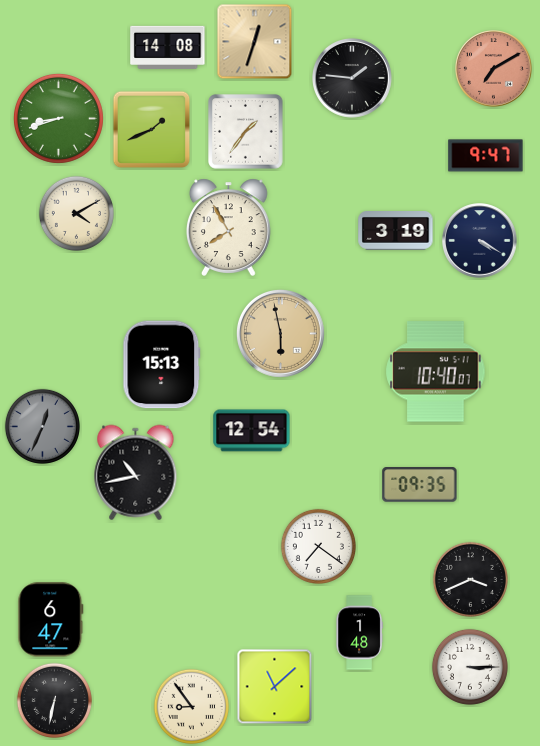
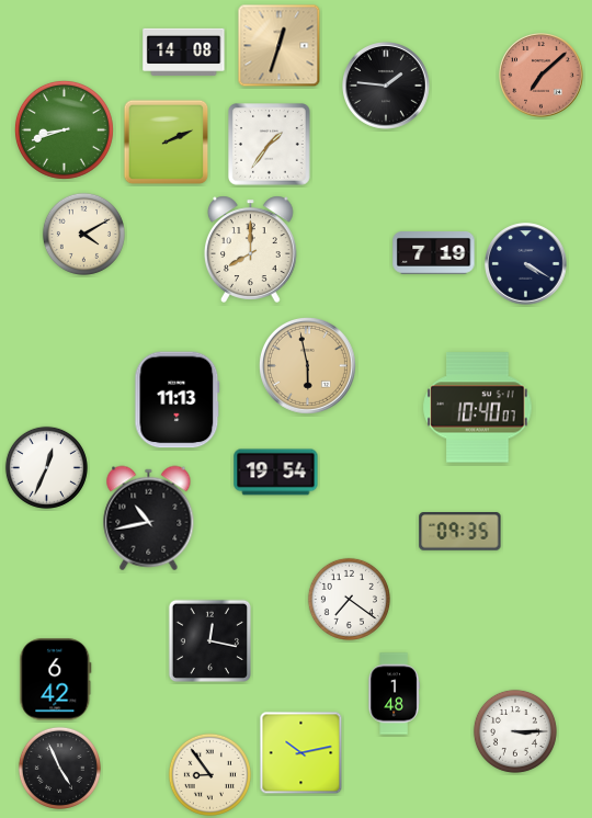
clock at (494, 69): 7:10 -> 7:08
clock at (152, 130): 1:41 -> 2:11
clock at (486, 156): 9:47 -> none
clock at (228, 227): 7:55 -> 8:00
clock at (396, 231): 3:19 -> 7:19
clock at (162, 365): 15:13 -> 11:13
clock at (42, 426) dial: grey -> white
clock at (252, 431): 12:54 -> 19:54
clock at (470, 579): 3:41 -> none
clock at (209, 640): none -> 12:17
clock at (51, 620): 6:47 -> 6:42
clock at (275, 687): 11:08 -> 10:13
clock at (54, 700): 6:32 -> 4:56
